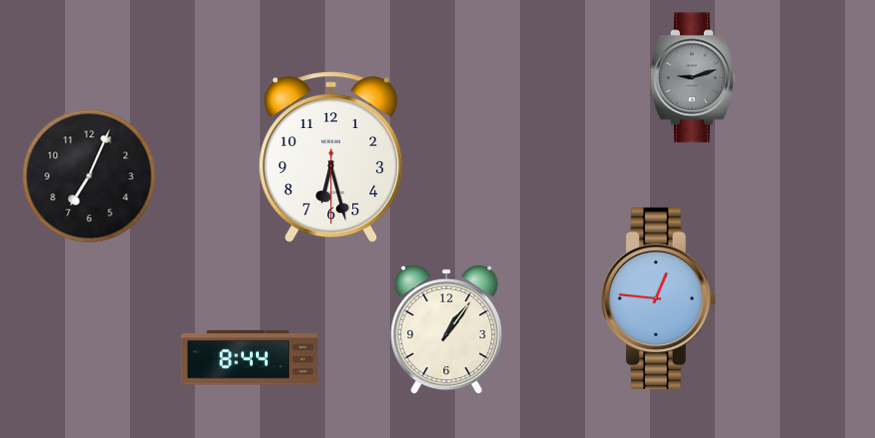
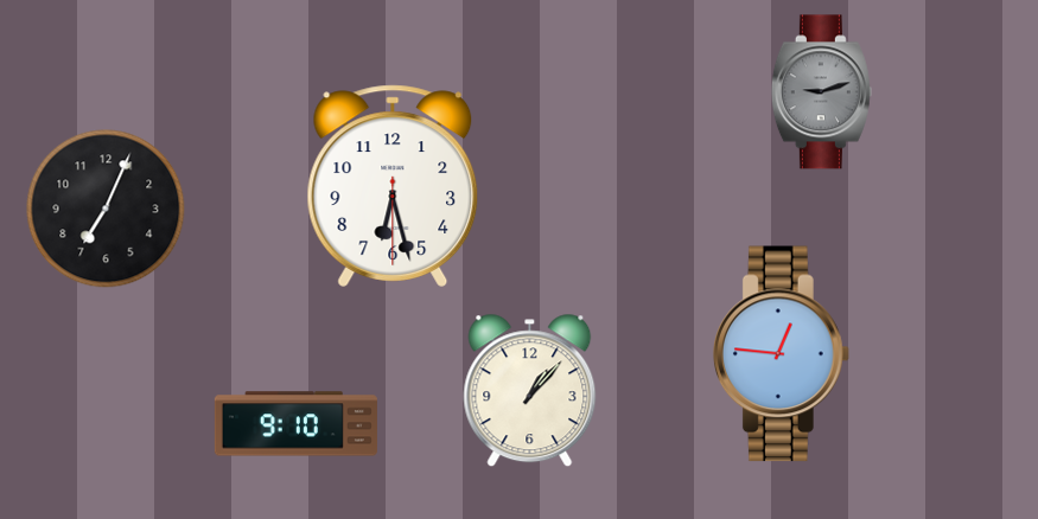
clock at (447, 330): 1:06 -> 1:07
clock at (249, 358): 8:44 -> 9:10
